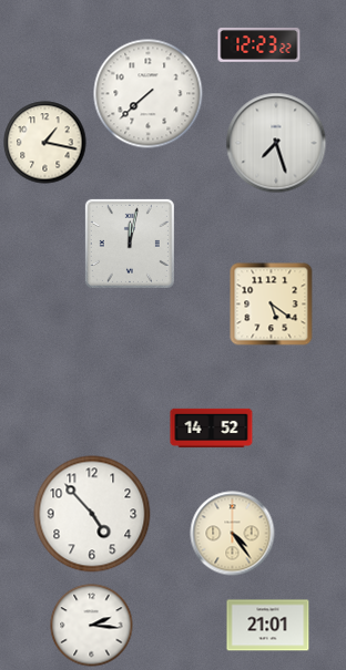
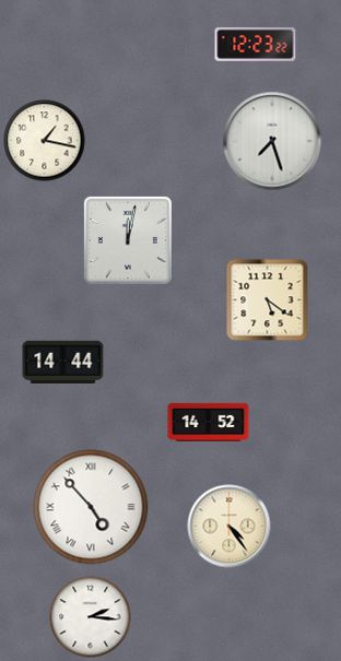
clock at (149, 94): 7:38 -> none
clock at (63, 362): none -> 14:44
clock at (92, 514) numerals: Arabic -> Roman
clock at (268, 626): 21:01 -> none
